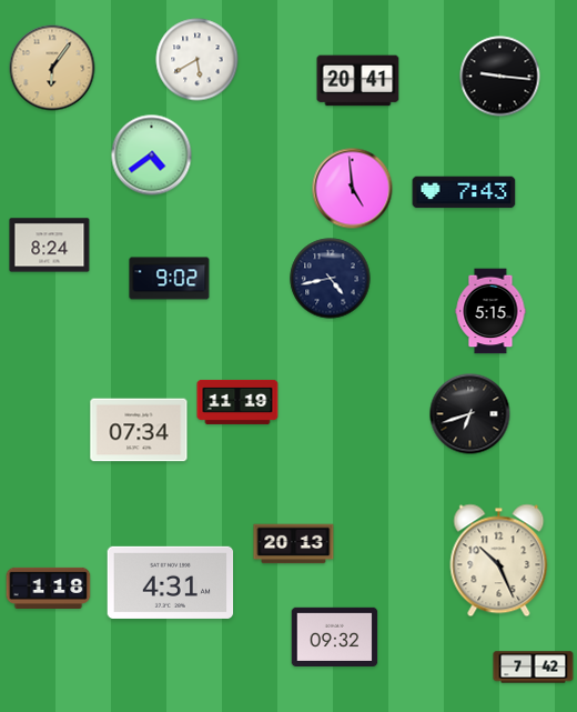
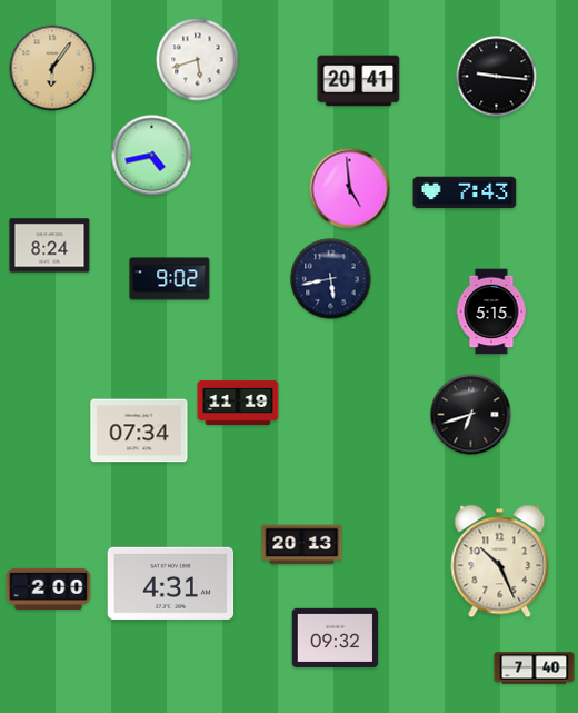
clock at (198, 60): 5:40 -> 5:42
clock at (500, 77) position: (500, 77) -> (497, 77)
clock at (152, 156): 4:39 -> 4:43
clock at (353, 189) position: (353, 189) -> (350, 189)
clock at (331, 279): 4:43 -> 5:43
clock at (294, 544) position: (294, 544) -> (302, 545)
clock at (49, 588): 1:18 -> 2:00
clock at (534, 668): 7:42 -> 7:40
